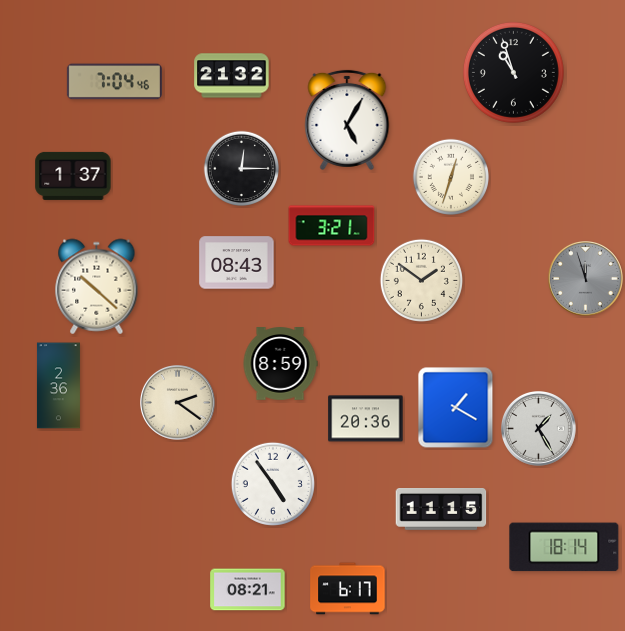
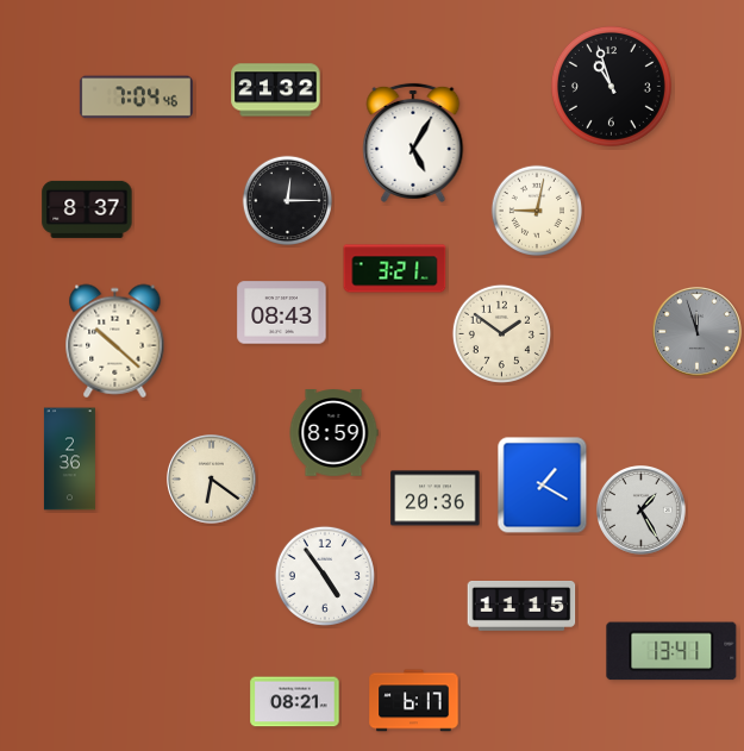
clock at (73, 176): 1:37 -> 8:37
clock at (450, 176): 12:33 -> 9:02
clock at (178, 403): 2:21 -> 6:21
clock at (441, 510) position: (441, 510) -> (521, 607)
clock at (564, 547): 18:14 -> 13:41
